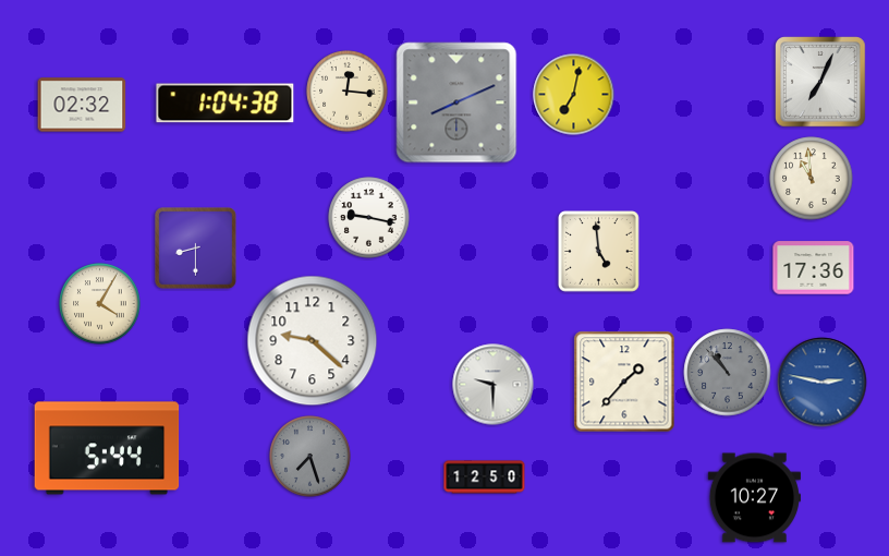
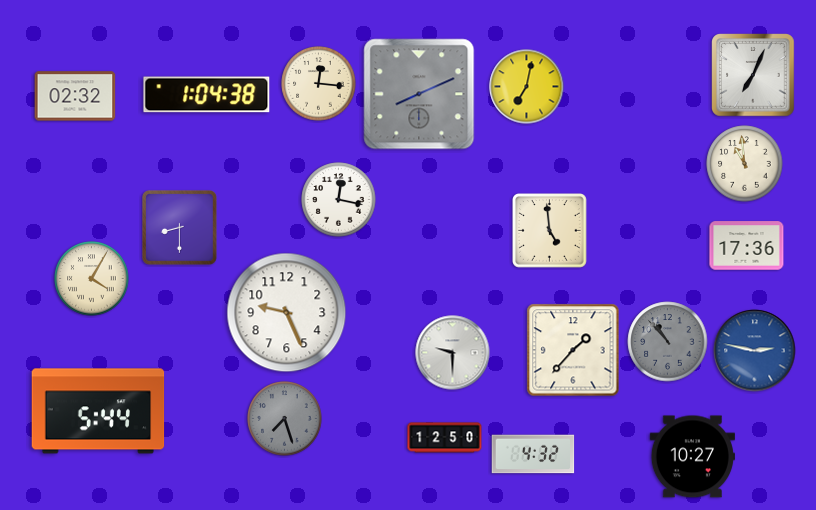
clock at (369, 218): 9:17 -> 12:17
clock at (313, 341): 9:22 -> 9:26
clock at (533, 454): none -> 4:32
